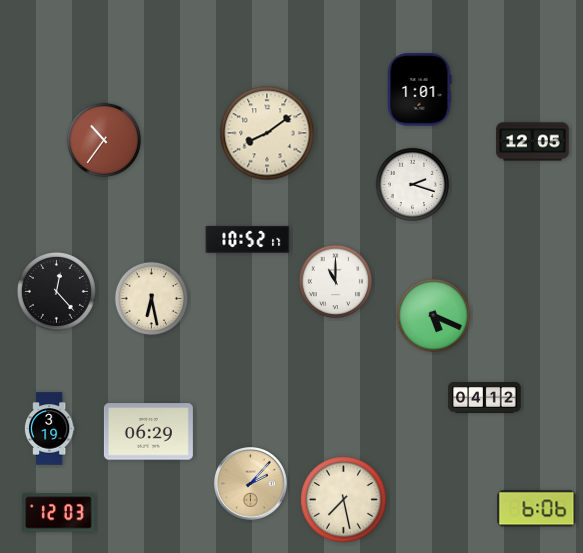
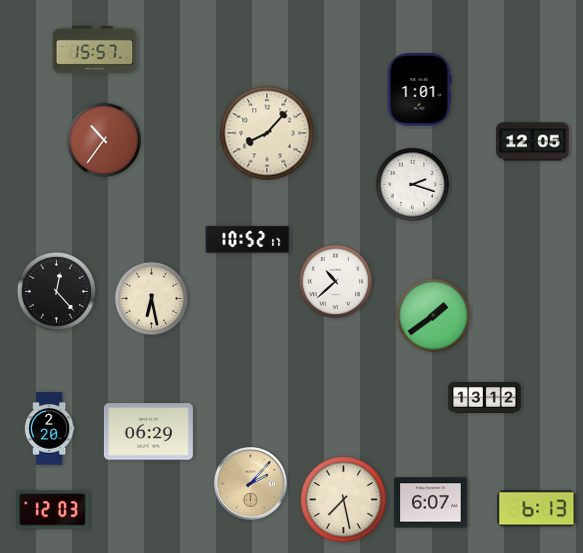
clock at (95, 49): none -> 15:57
clock at (267, 133): 8:09 -> 8:07
clock at (335, 281): 11:00 -> 10:38
clock at (433, 315): 5:19 -> 1:39
clock at (485, 398): 04:12 -> 13:12
clock at (49, 429): 3:19 -> 2:20
clock at (431, 503): none -> 6:07
clock at (537, 509): 6:06 -> 6:13
clock at (59, 513) position: (59, 513) -> (53, 510)
